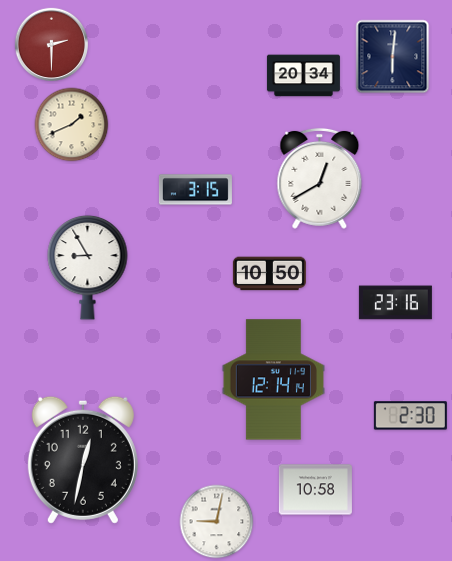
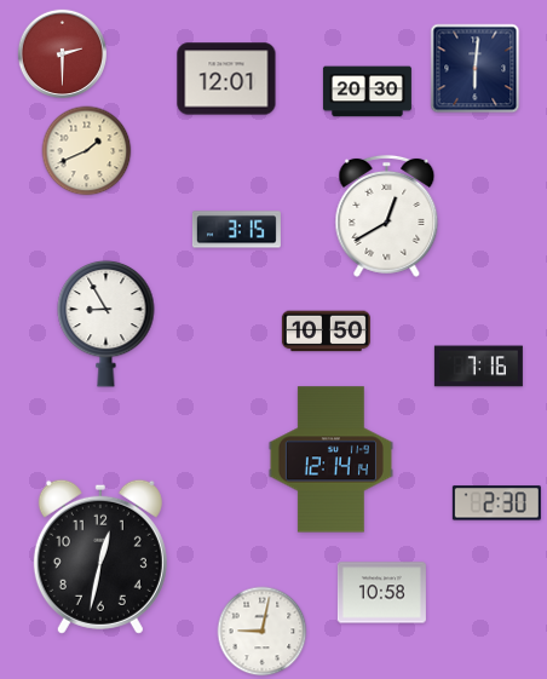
clock at (226, 79): none -> 12:01
clock at (303, 76): 20:34 -> 20:30
clock at (395, 303): 23:16 -> 7:16
